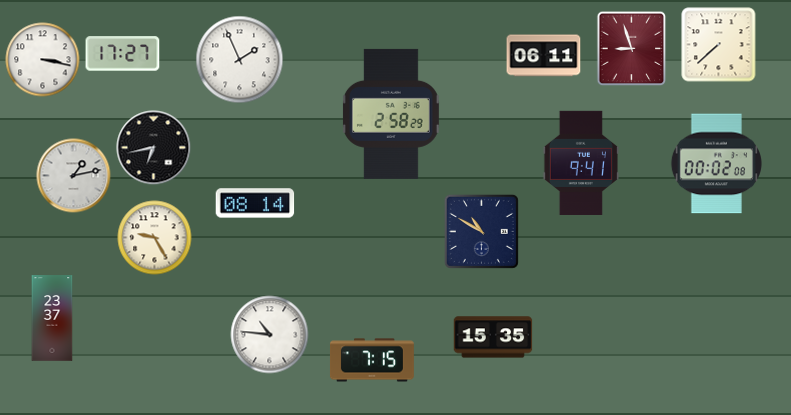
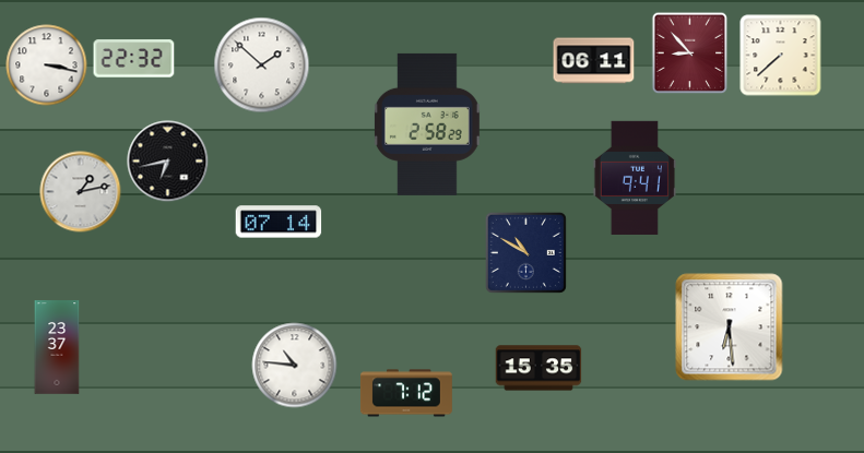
clock at (719, 45) position: (719, 45) -> (781, 56)
clock at (632, 49): 8:57 -> 8:53
clock at (123, 54): 17:27 -> 22:32
clock at (240, 60): 1:56 -> 1:52
clock at (716, 164): 00:02 -> none
clock at (255, 203): 08:14 -> 07:14
clock at (155, 238): 9:25 -> none
clock at (730, 327): none -> 6:29
clock at (372, 360): 7:15 -> 7:12
